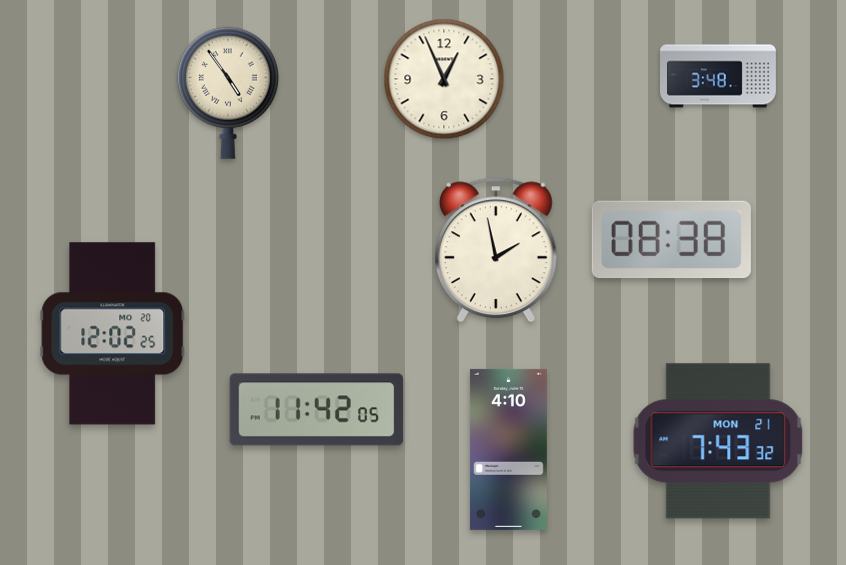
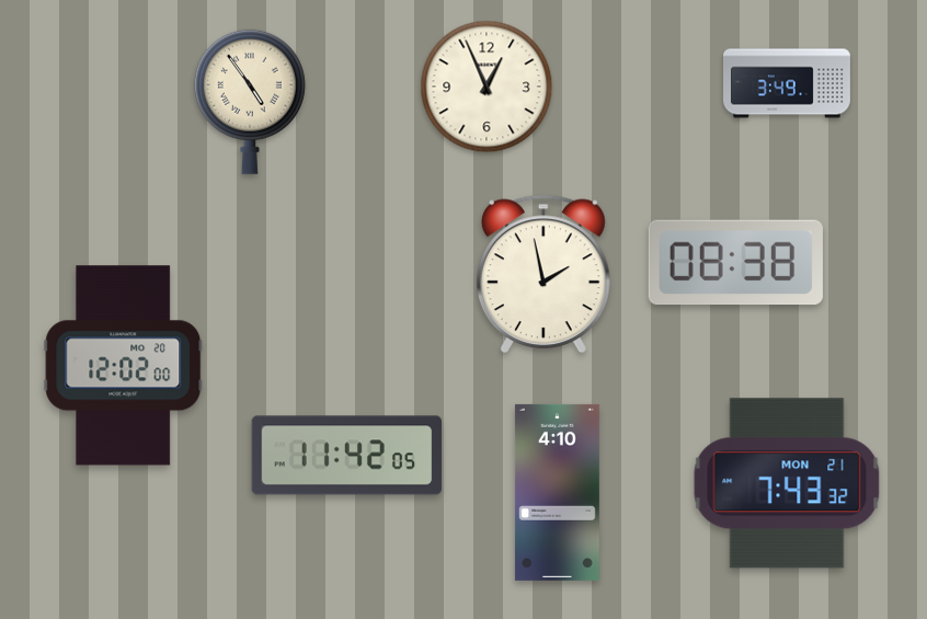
clock at (719, 76): 3:48 -> 3:49
clock at (113, 334): 12:02:25 -> 12:02:00
clock at (317, 410) position: (317, 410) -> (347, 456)
